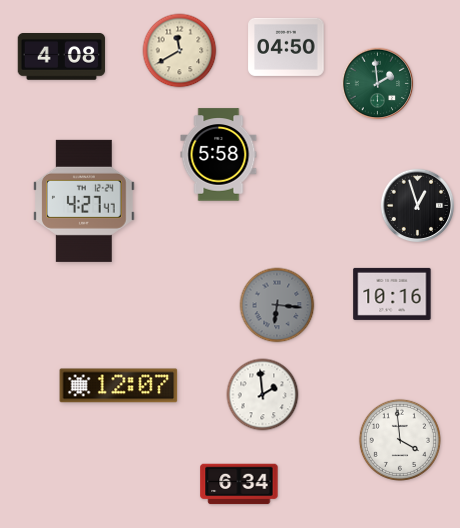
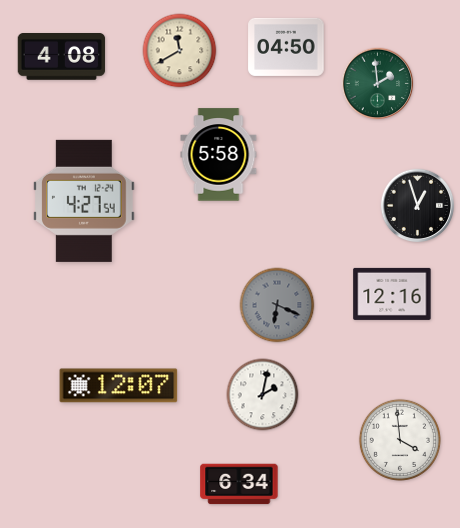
clock at (85, 201): 4:27:47 -> 4:27:54
clock at (392, 294): 10:16 -> 12:16
clock at (277, 305): 6:16 -> 6:19
clock at (263, 395): 1:59 -> 2:02
